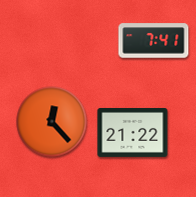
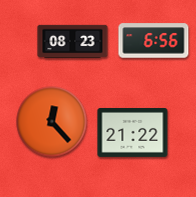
clock at (154, 41): 7:41 -> 6:56
clock at (73, 42): none -> 08:23
